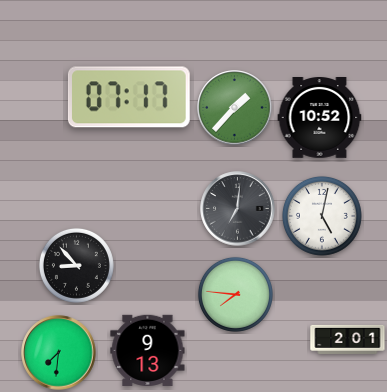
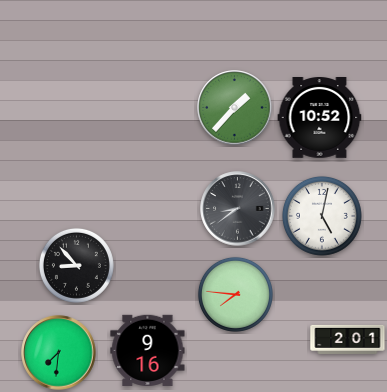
clock at (129, 97): 07:17 -> none
clock at (238, 209): 7:01 -> 8:39
clock at (148, 350): 9:13 -> 9:16
